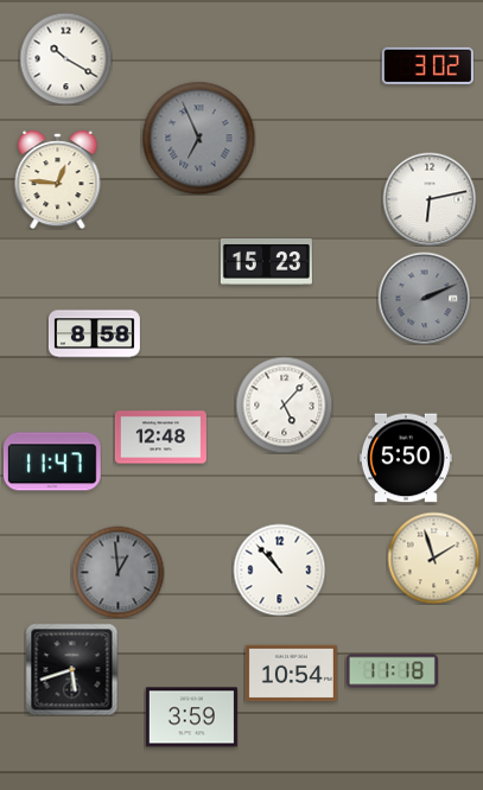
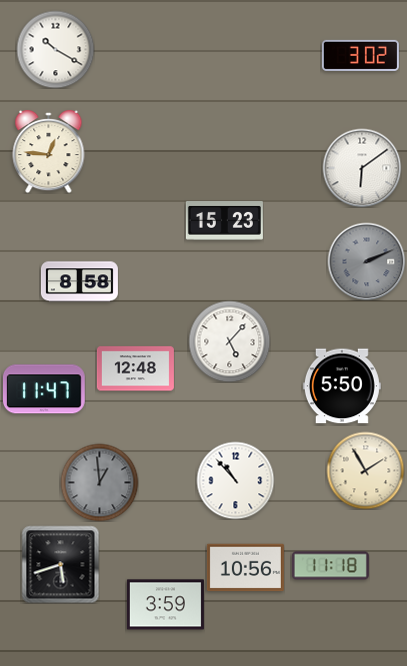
clock at (198, 138): 6:56 -> none
clock at (430, 199): 6:13 -> 6:09
clock at (424, 298) position: (424, 298) -> (366, 261)
clock at (284, 404) position: (284, 404) -> (229, 341)
clock at (433, 558): 1:57 -> 1:55
clock at (291, 674): 10:54 -> 10:56
clock at (191, 718) position: (191, 718) -> (165, 605)
